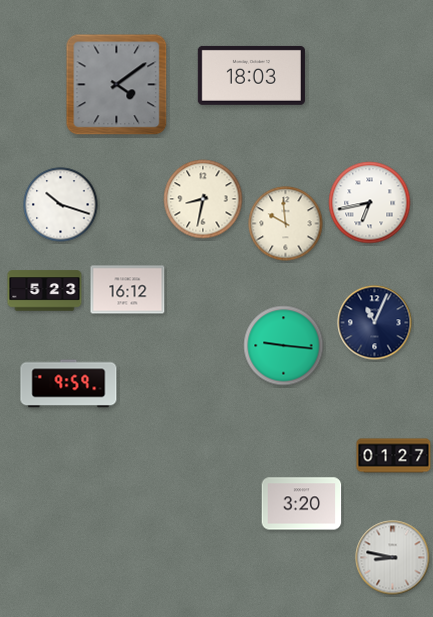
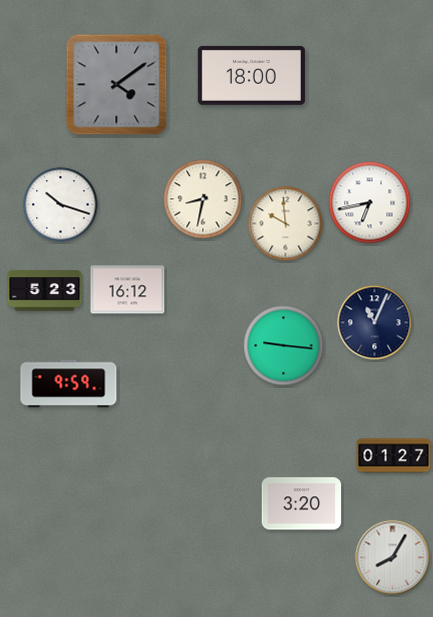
clock at (251, 75): 18:03 -> 18:00
clock at (393, 558): 8:47 -> 8:05
